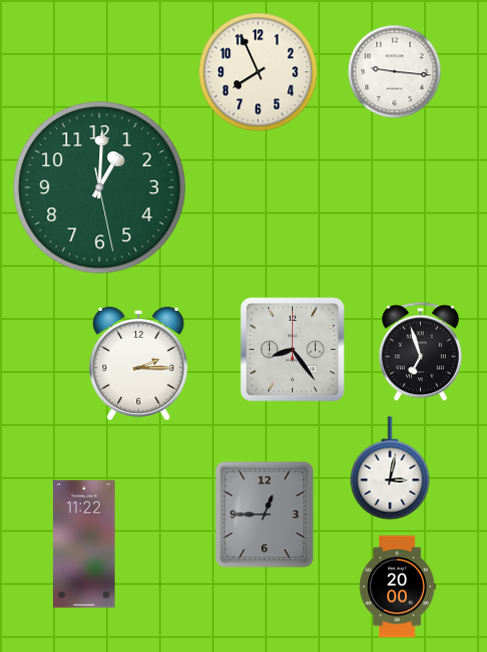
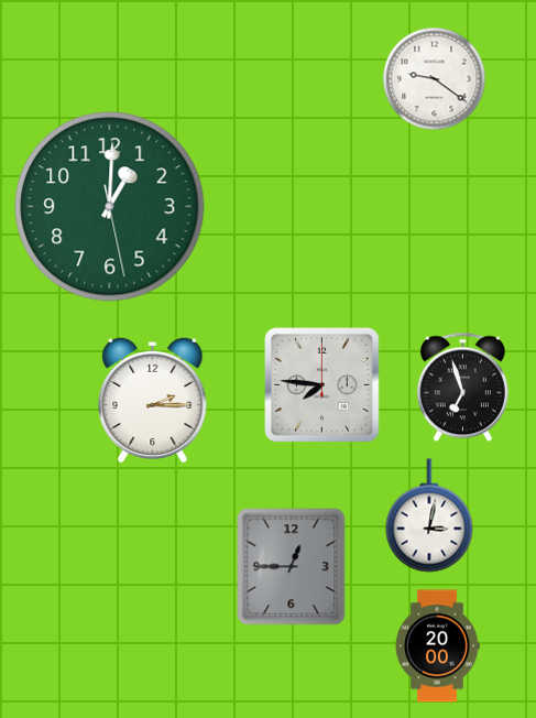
clock at (258, 72): 7:56 -> none
clock at (395, 72): 9:16 -> 9:21
clock at (293, 350): 8:24 -> 7:46
clock at (84, 544): 11:22 -> none
